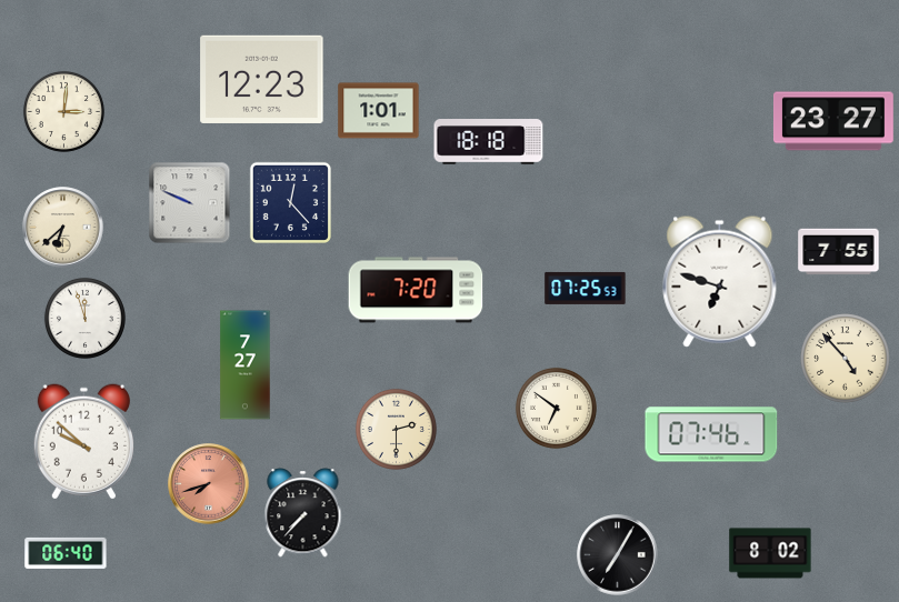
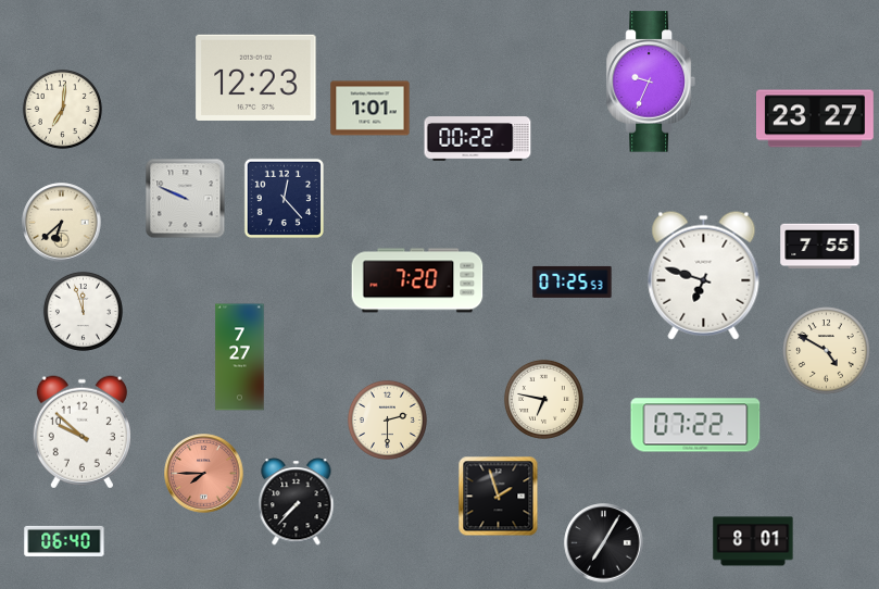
clock at (651, 82): none -> 9:34
clock at (63, 111): 3:01 -> 7:01
clock at (489, 142): 18:18 -> 00:22
clock at (416, 290) position: (416, 290) -> (417, 280)
clock at (846, 359): 4:53 -> 4:50
clock at (556, 408): 6:51 -> 6:47
clock at (711, 434): 07:46 -> 07:22
clock at (209, 484): 7:42 -> 7:45
clock at (499, 497): none -> 1:57
clock at (770, 553): 8:02 -> 8:01
